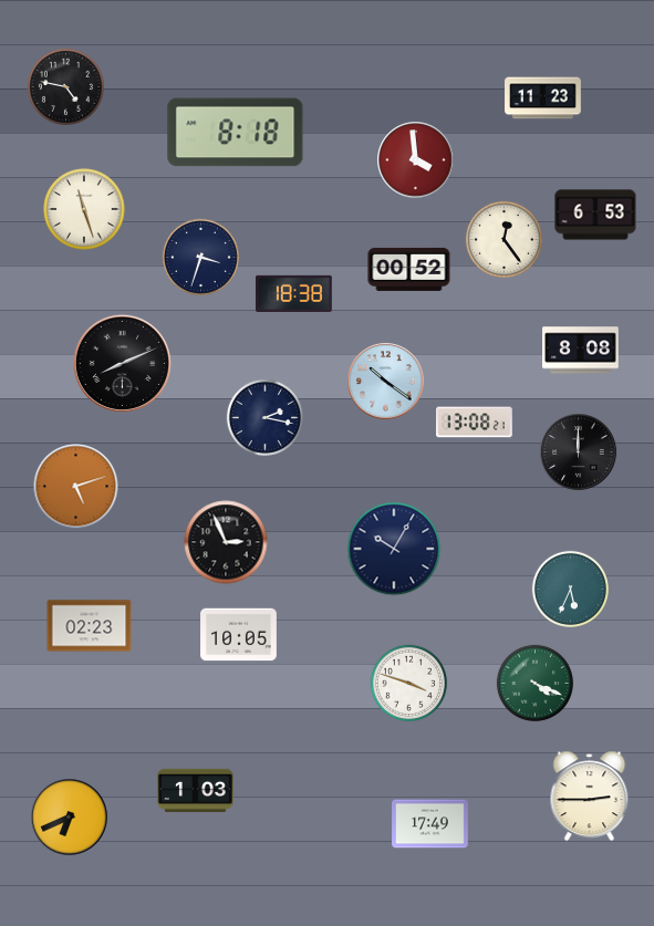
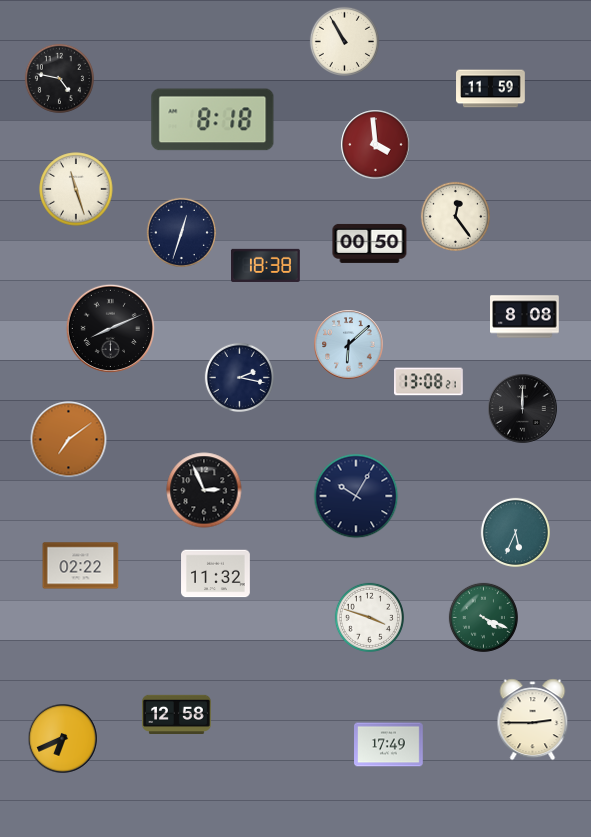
clock at (344, 41): none -> 10:55
clock at (543, 98): 11:23 -> 11:59
clock at (595, 215): 6:53 -> none
clock at (200, 257): 3:33 -> 12:33
clock at (409, 269): 00:52 -> 00:50
clock at (386, 382): 10:21 -> 6:08
clock at (76, 487): 5:12 -> 7:09
clock at (90, 626): 02:23 -> 02:22
clock at (239, 635): 10:05 -> 11:32
clock at (196, 790): 1:03 -> 12:58
